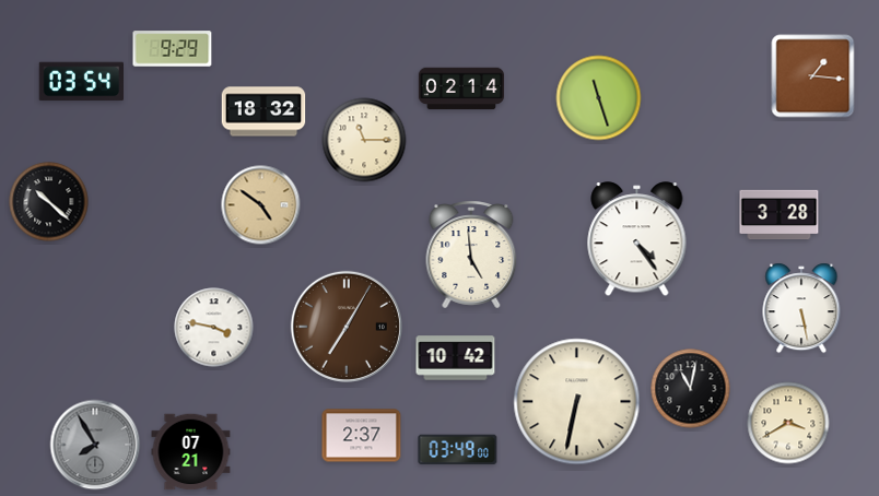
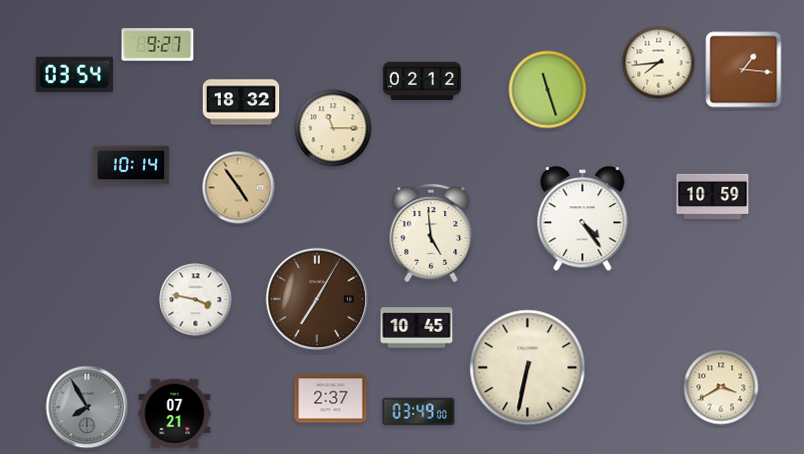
clock at (173, 49): 9:29 -> 9:27
clock at (659, 63): none -> 7:44
clock at (460, 88): 02:14 -> 02:12
clock at (131, 165): none -> 10:14
clock at (49, 202): 10:22 -> none
clock at (261, 205): 4:51 -> 4:54
clock at (780, 215): 3:28 -> 10:59
clock at (801, 308): 5:28 -> none
clock at (456, 358): 10:42 -> 10:45
clock at (691, 389): 11:02 -> none
